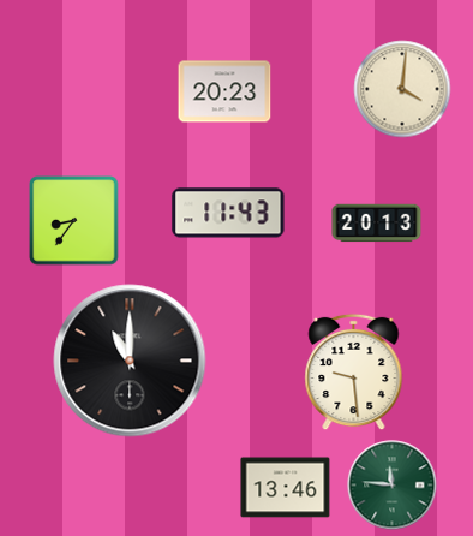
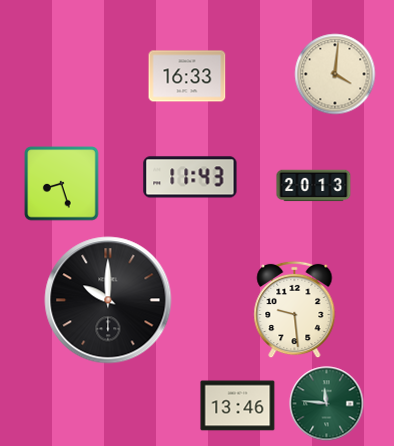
clock at (224, 91): 20:23 -> 16:33
clock at (74, 221): 8:36 -> 8:27
clock at (130, 361): 11:00 -> 10:00
